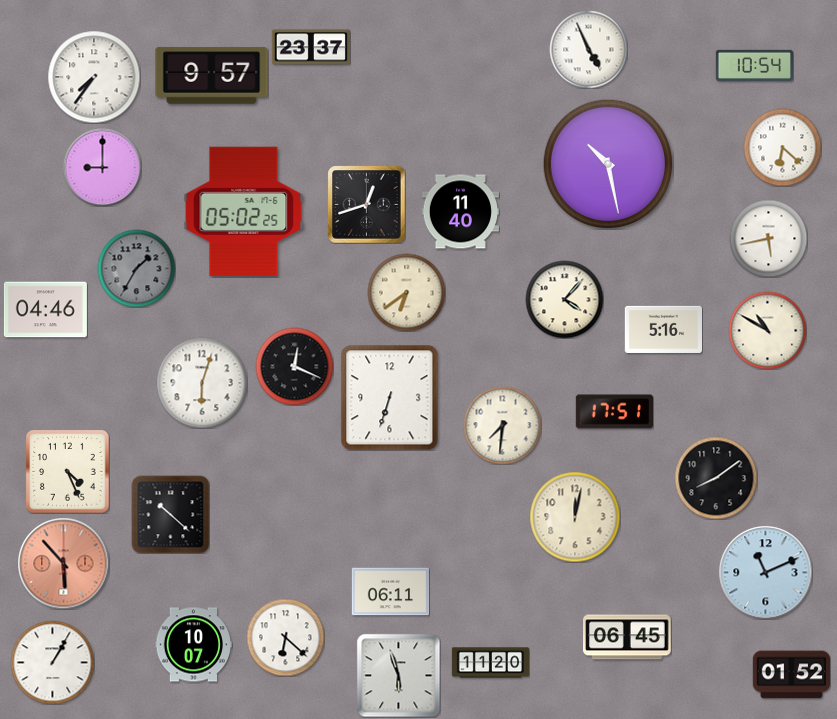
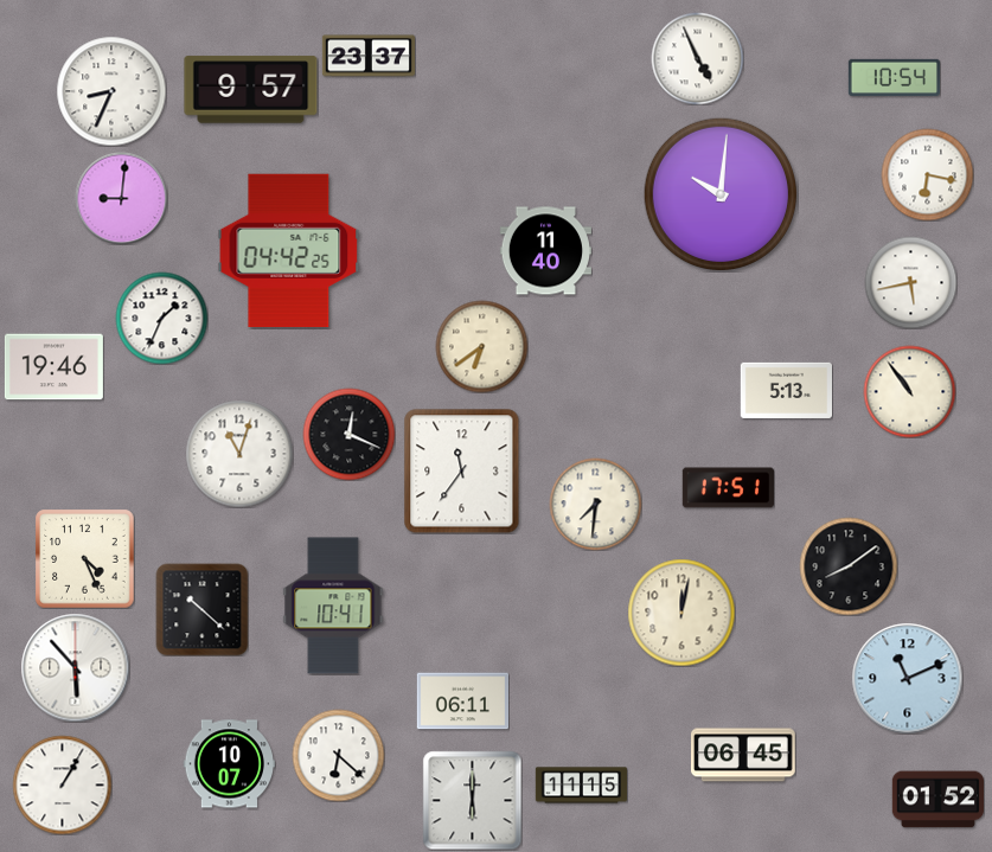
clock at (94, 77): 7:36 -> 8:34
clock at (782, 147): 6:22 -> 6:17
clock at (607, 163): 10:28 -> 10:01
clock at (102, 167): 9:00 -> 9:01
clock at (366, 204): 12:42 -> none
clock at (244, 211): 05:02 -> 04:42
clock at (136, 268): 1:35 -> 1:34
clock at (136, 268) dial: grey -> white
clock at (564, 299): 4:07 -> none
clock at (45, 310): 04:46 -> 19:46
clock at (663, 329): 5:16 -> 5:13
clock at (767, 330): 10:50 -> 10:54
clock at (202, 383): 6:03 -> 11:03
clock at (390, 398): 6:33 -> 11:36
clock at (67, 471) position: (67, 471) -> (84, 558)
clock at (333, 606): none -> 10:41
clock at (63, 563) dial: salmon -> white
clock at (490, 663): 11:20 -> 11:15
clock at (398, 675): 5:57 -> 6:00
